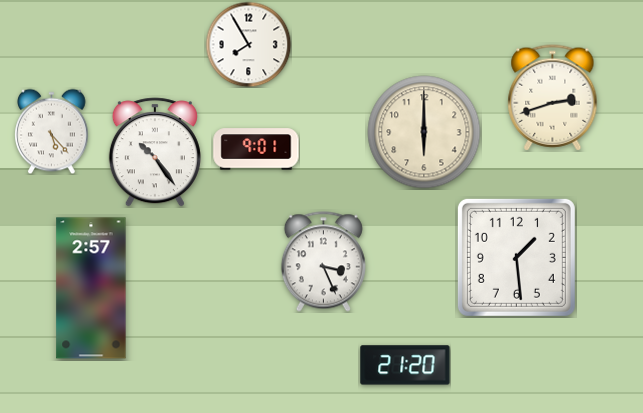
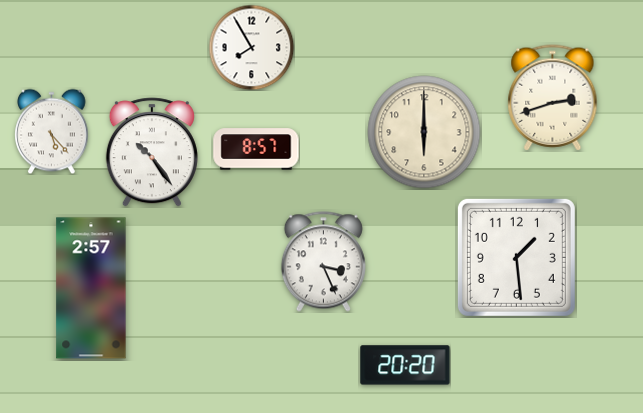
clock at (248, 44) position: (248, 44) -> (251, 47)
clock at (256, 149): 9:01 -> 8:57
clock at (155, 152) position: (155, 152) -> (152, 152)
clock at (405, 365): 21:20 -> 20:20
